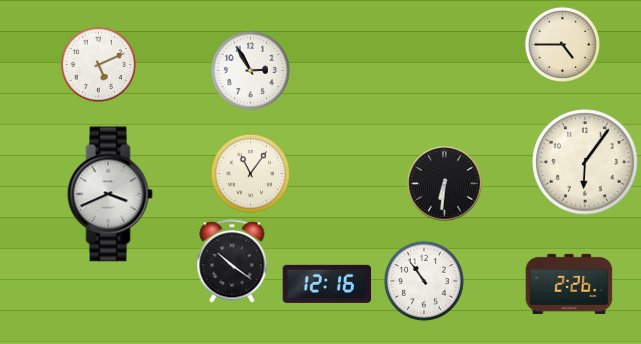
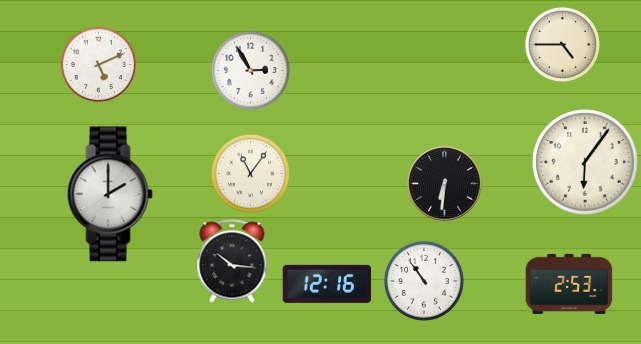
clock at (110, 194): 3:41 -> 2:00
clock at (232, 261): 10:21 -> 10:16
clock at (569, 284): 2:26 -> 2:53
